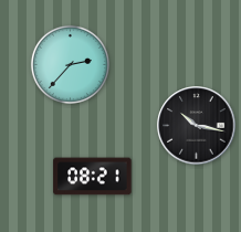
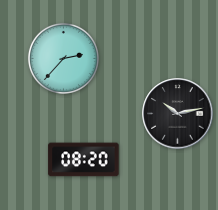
clock at (197, 126): 10:17 -> 10:13
clock at (93, 177): 08:21 -> 08:20
